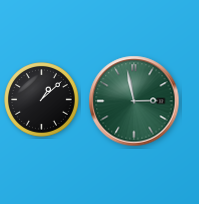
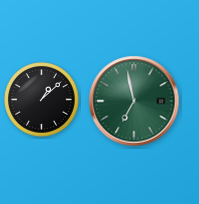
clock at (134, 101): 2:58 -> 6:58
